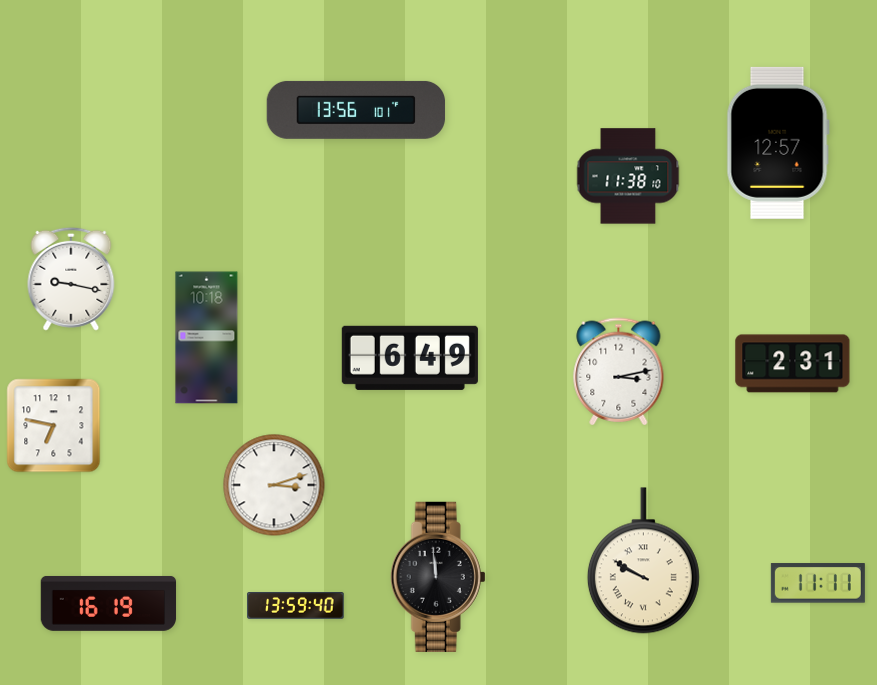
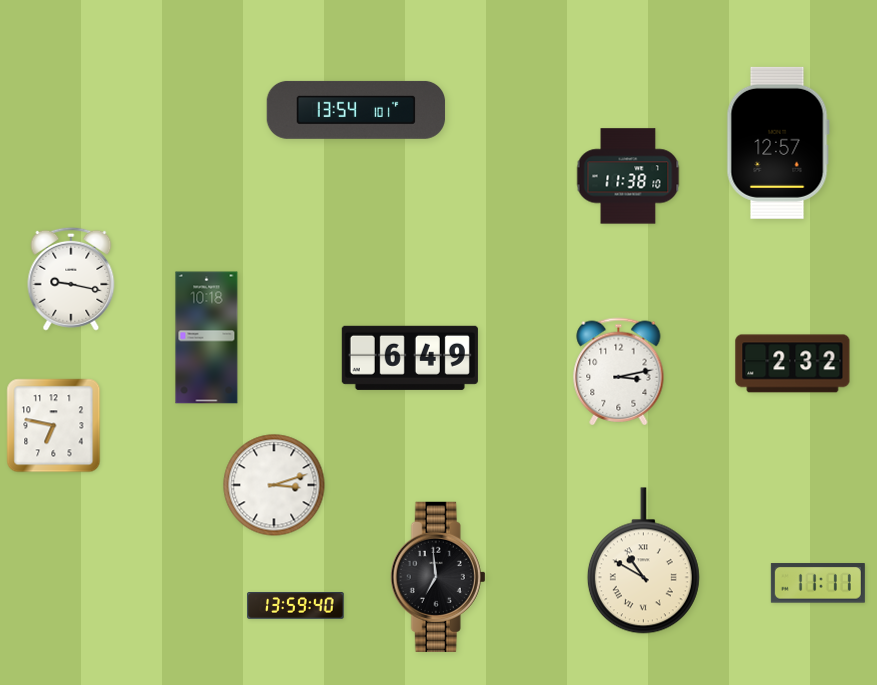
clock at (356, 110): 13:56 -> 13:54
clock at (793, 364): 2:31 -> 2:32
clock at (643, 561): 9:50 -> 10:50
clock at (438, 577): 11:59 -> 6:59
clock at (109, 603): 16:19 -> none
